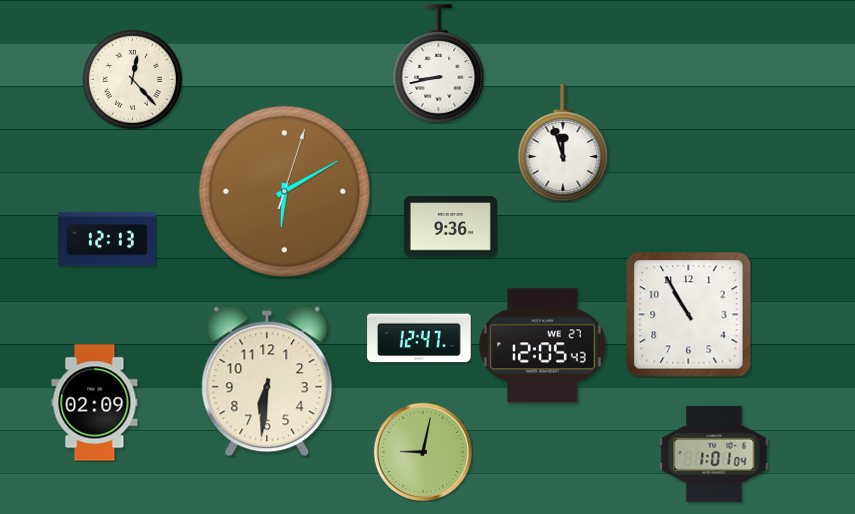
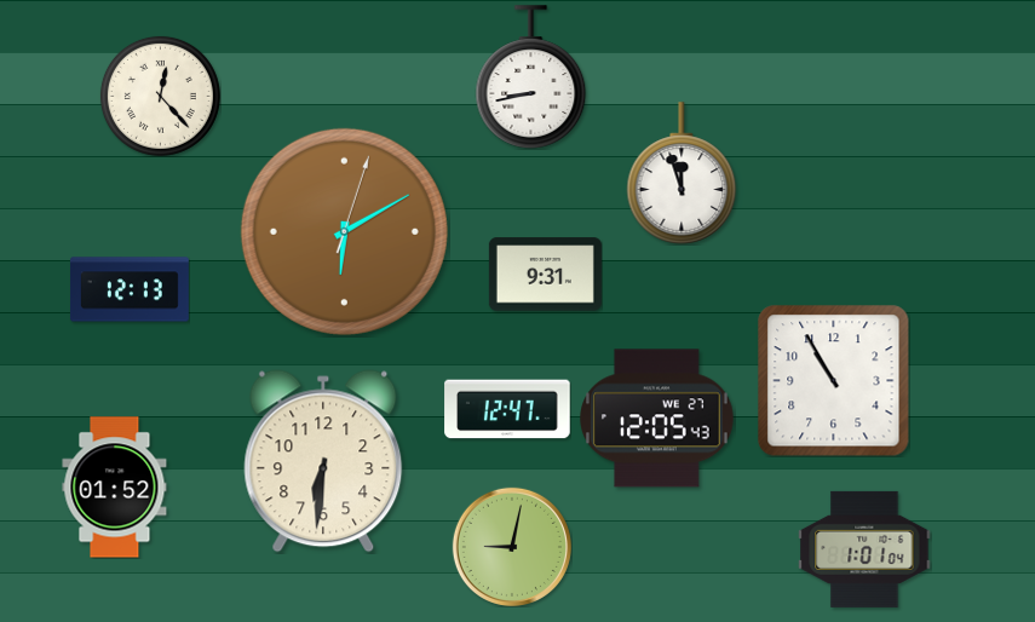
clock at (450, 227): 9:36 -> 9:31
clock at (95, 403): 02:09 -> 01:52
